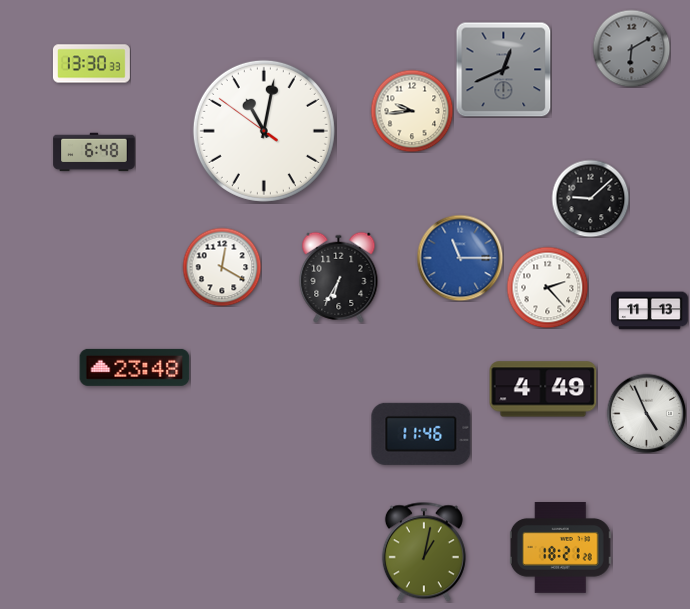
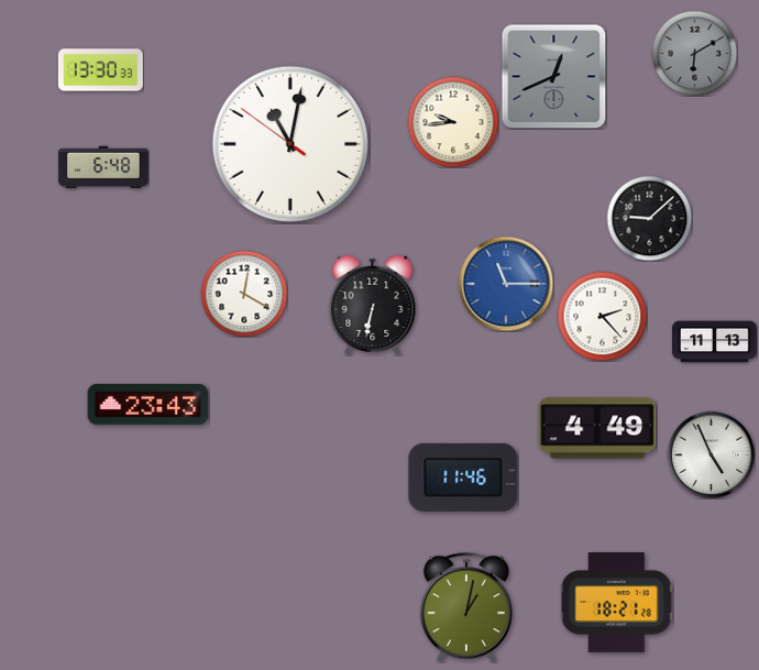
clock at (339, 277): 6:35 -> 6:32
clock at (135, 367): 23:48 -> 23:43
